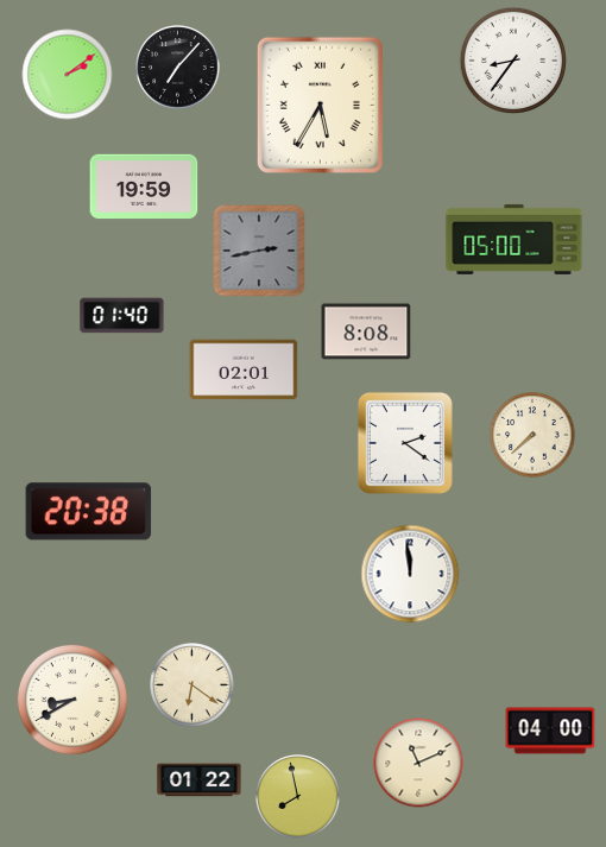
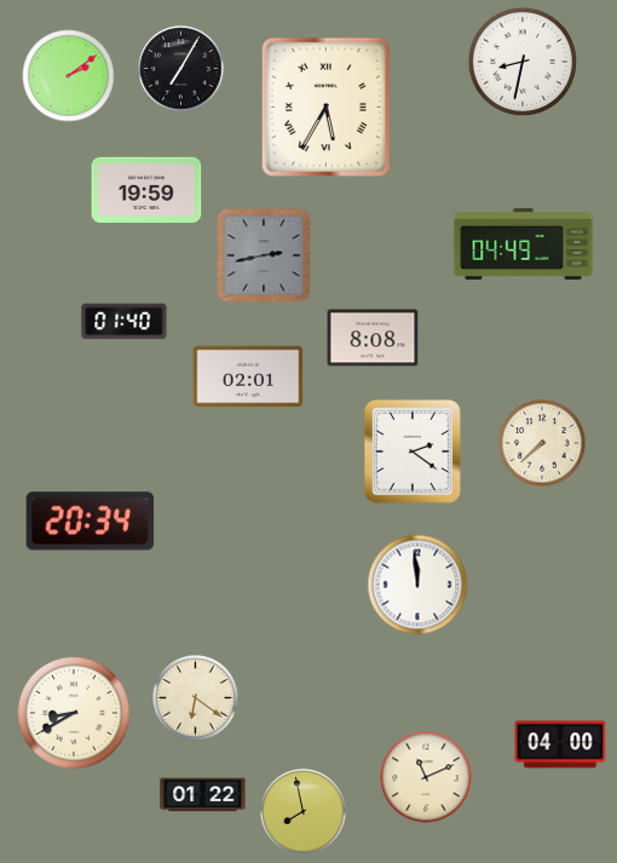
clock at (513, 61): 8:36 -> 8:32
clock at (178, 68): 7:07 -> 7:05
clock at (515, 239): 05:00 -> 04:49
clock at (89, 512): 20:38 -> 20:34
